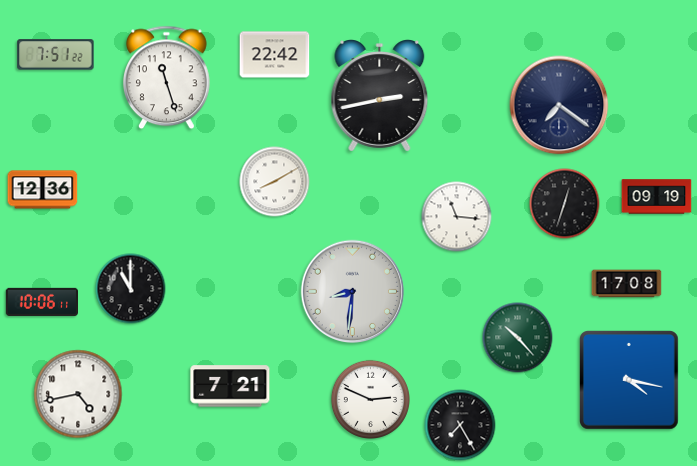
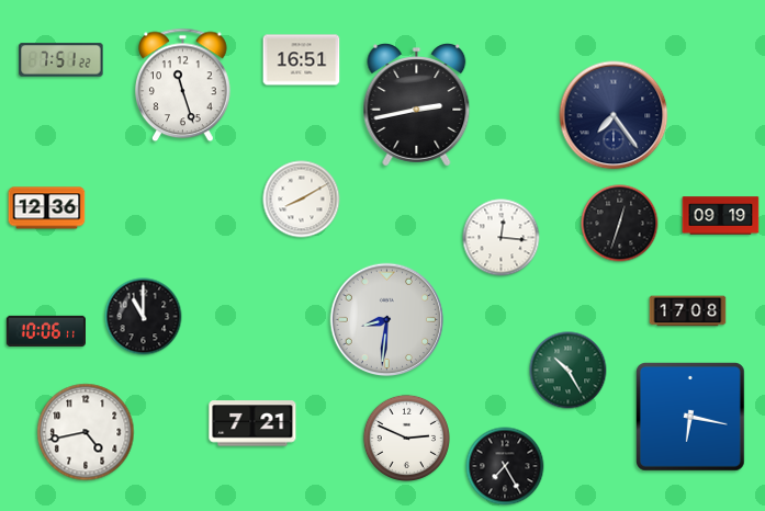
clock at (275, 55): 22:42 -> 16:51
clock at (559, 105): 7:21 -> 7:24
clock at (457, 217): 11:16 -> 12:16
clock at (518, 338): 10:23 -> 10:25
clock at (630, 381): 4:17 -> 6:17
